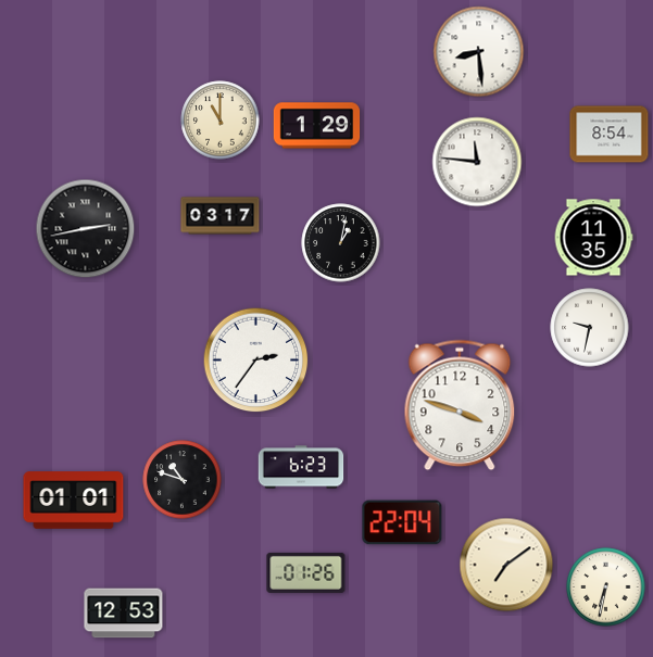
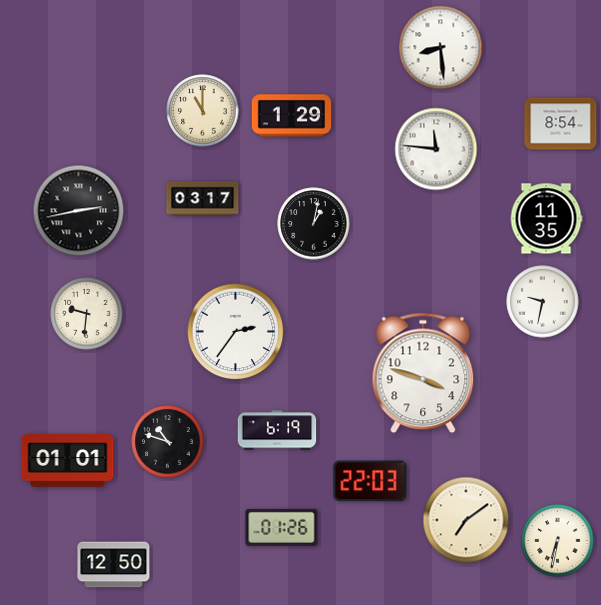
clock at (477, 162) position: (477, 162) -> (436, 149)
clock at (87, 314): none -> 9:31
clock at (301, 467): 6:23 -> 6:19
clock at (402, 522): 22:04 -> 22:03
clock at (124, 614): 12:53 -> 12:50
